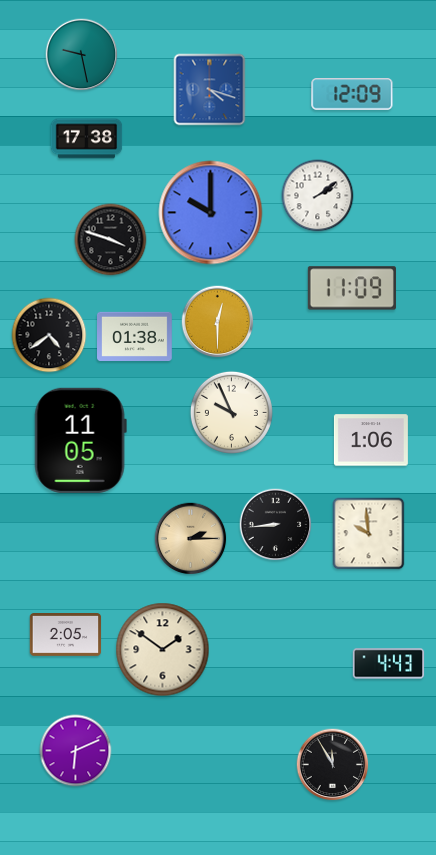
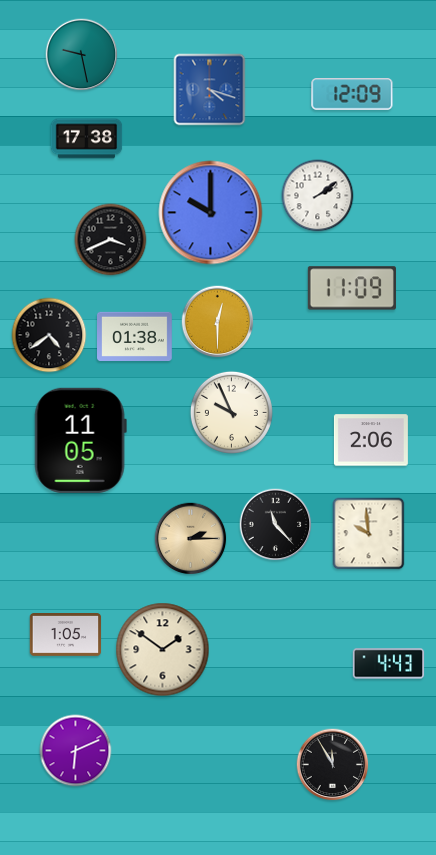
clock at (111, 240): 3:48 -> 3:41
clock at (371, 440): 1:06 -> 2:06
clock at (276, 525): 8:44 -> 11:23
clock at (66, 635): 2:05 -> 1:05
